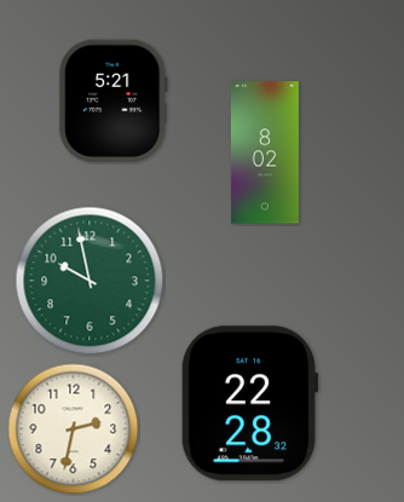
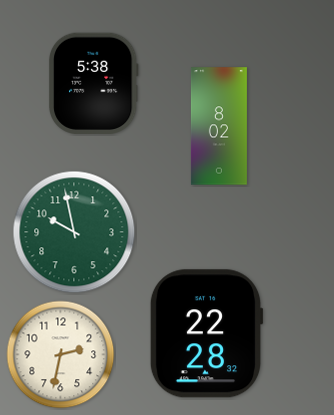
clock at (112, 100): 5:21 -> 5:38
